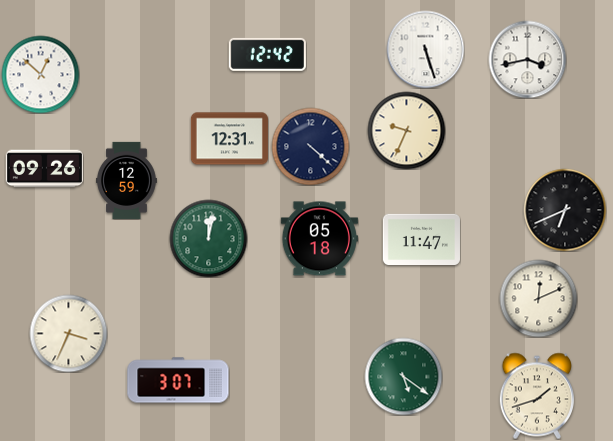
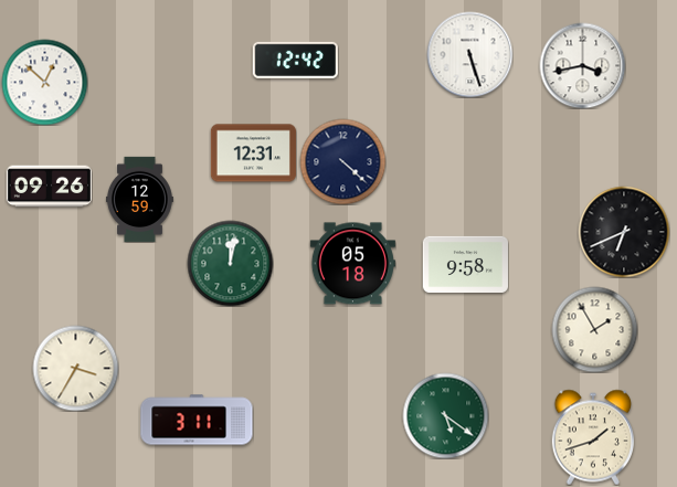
clock at (406, 130): 9:34 -> none
clock at (421, 239): 11:47 -> 9:58
clock at (538, 298): 12:11 -> 1:55
clock at (68, 333): 3:34 -> 3:35
clock at (178, 380): 3:07 -> 3:11
